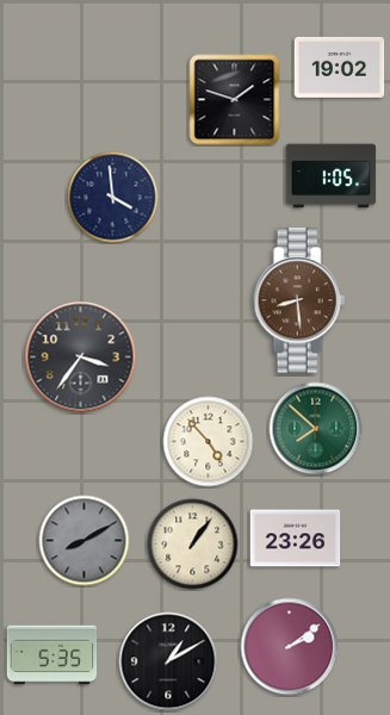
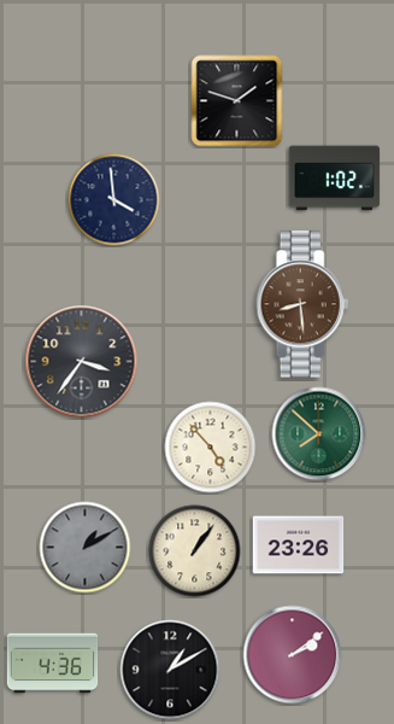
clock at (340, 67): 19:02 -> none
clock at (332, 176): 1:05 -> 1:02
clock at (85, 541): 8:10 -> 1:10
clock at (52, 655): 5:35 -> 4:36
